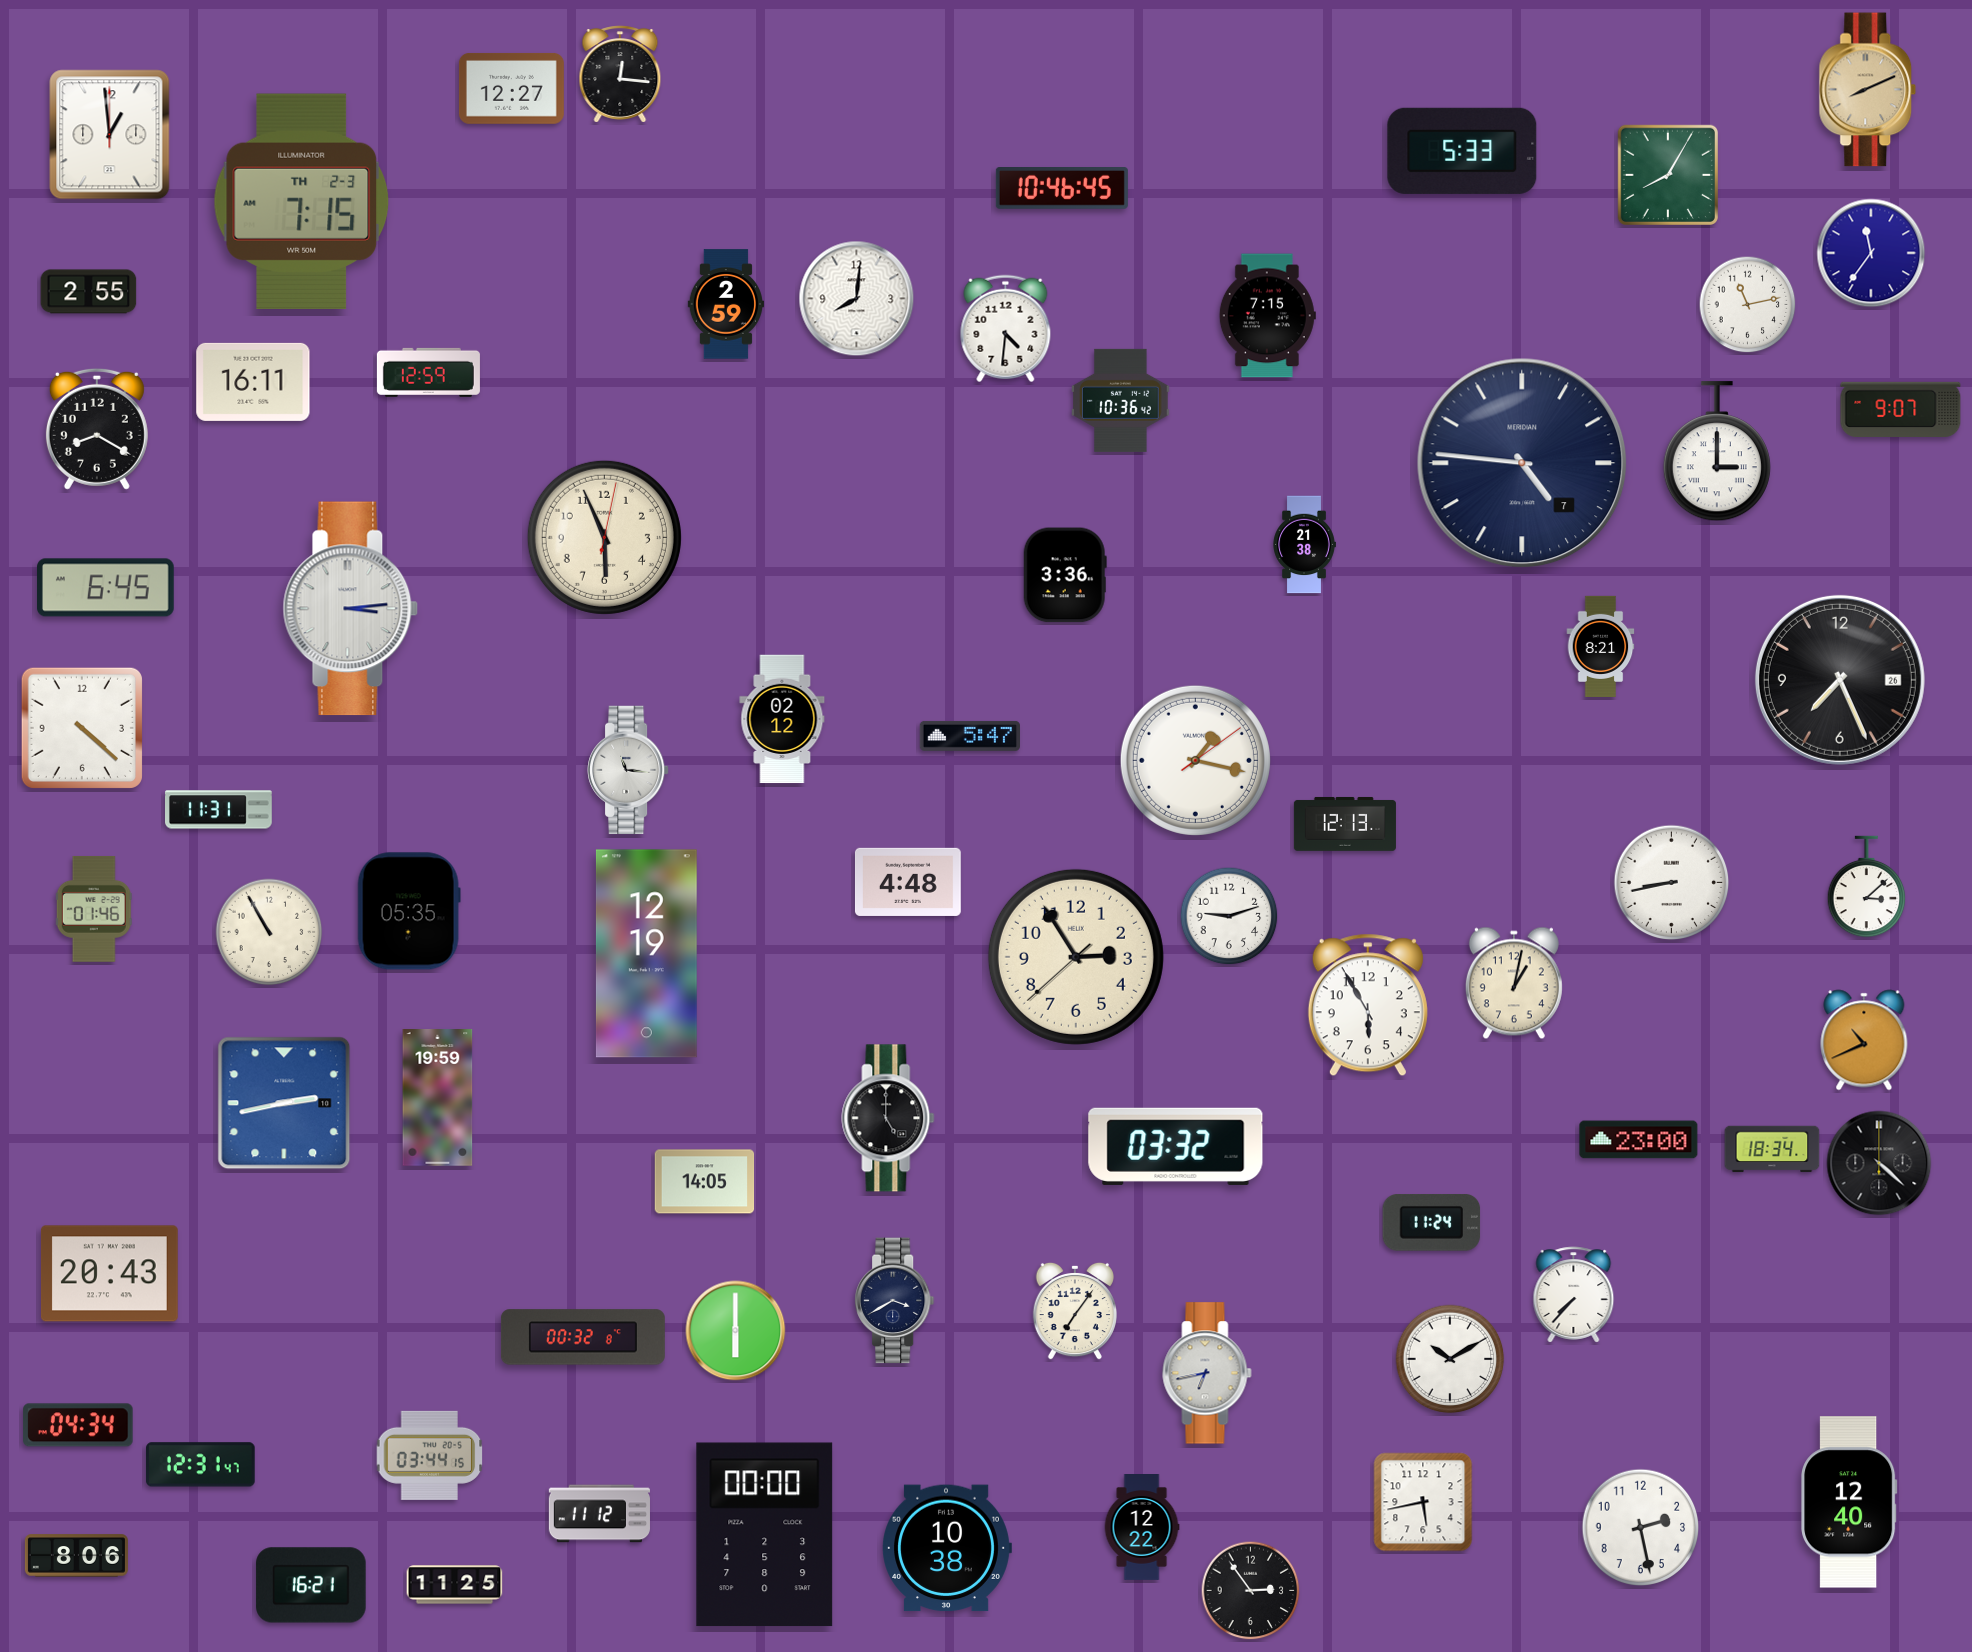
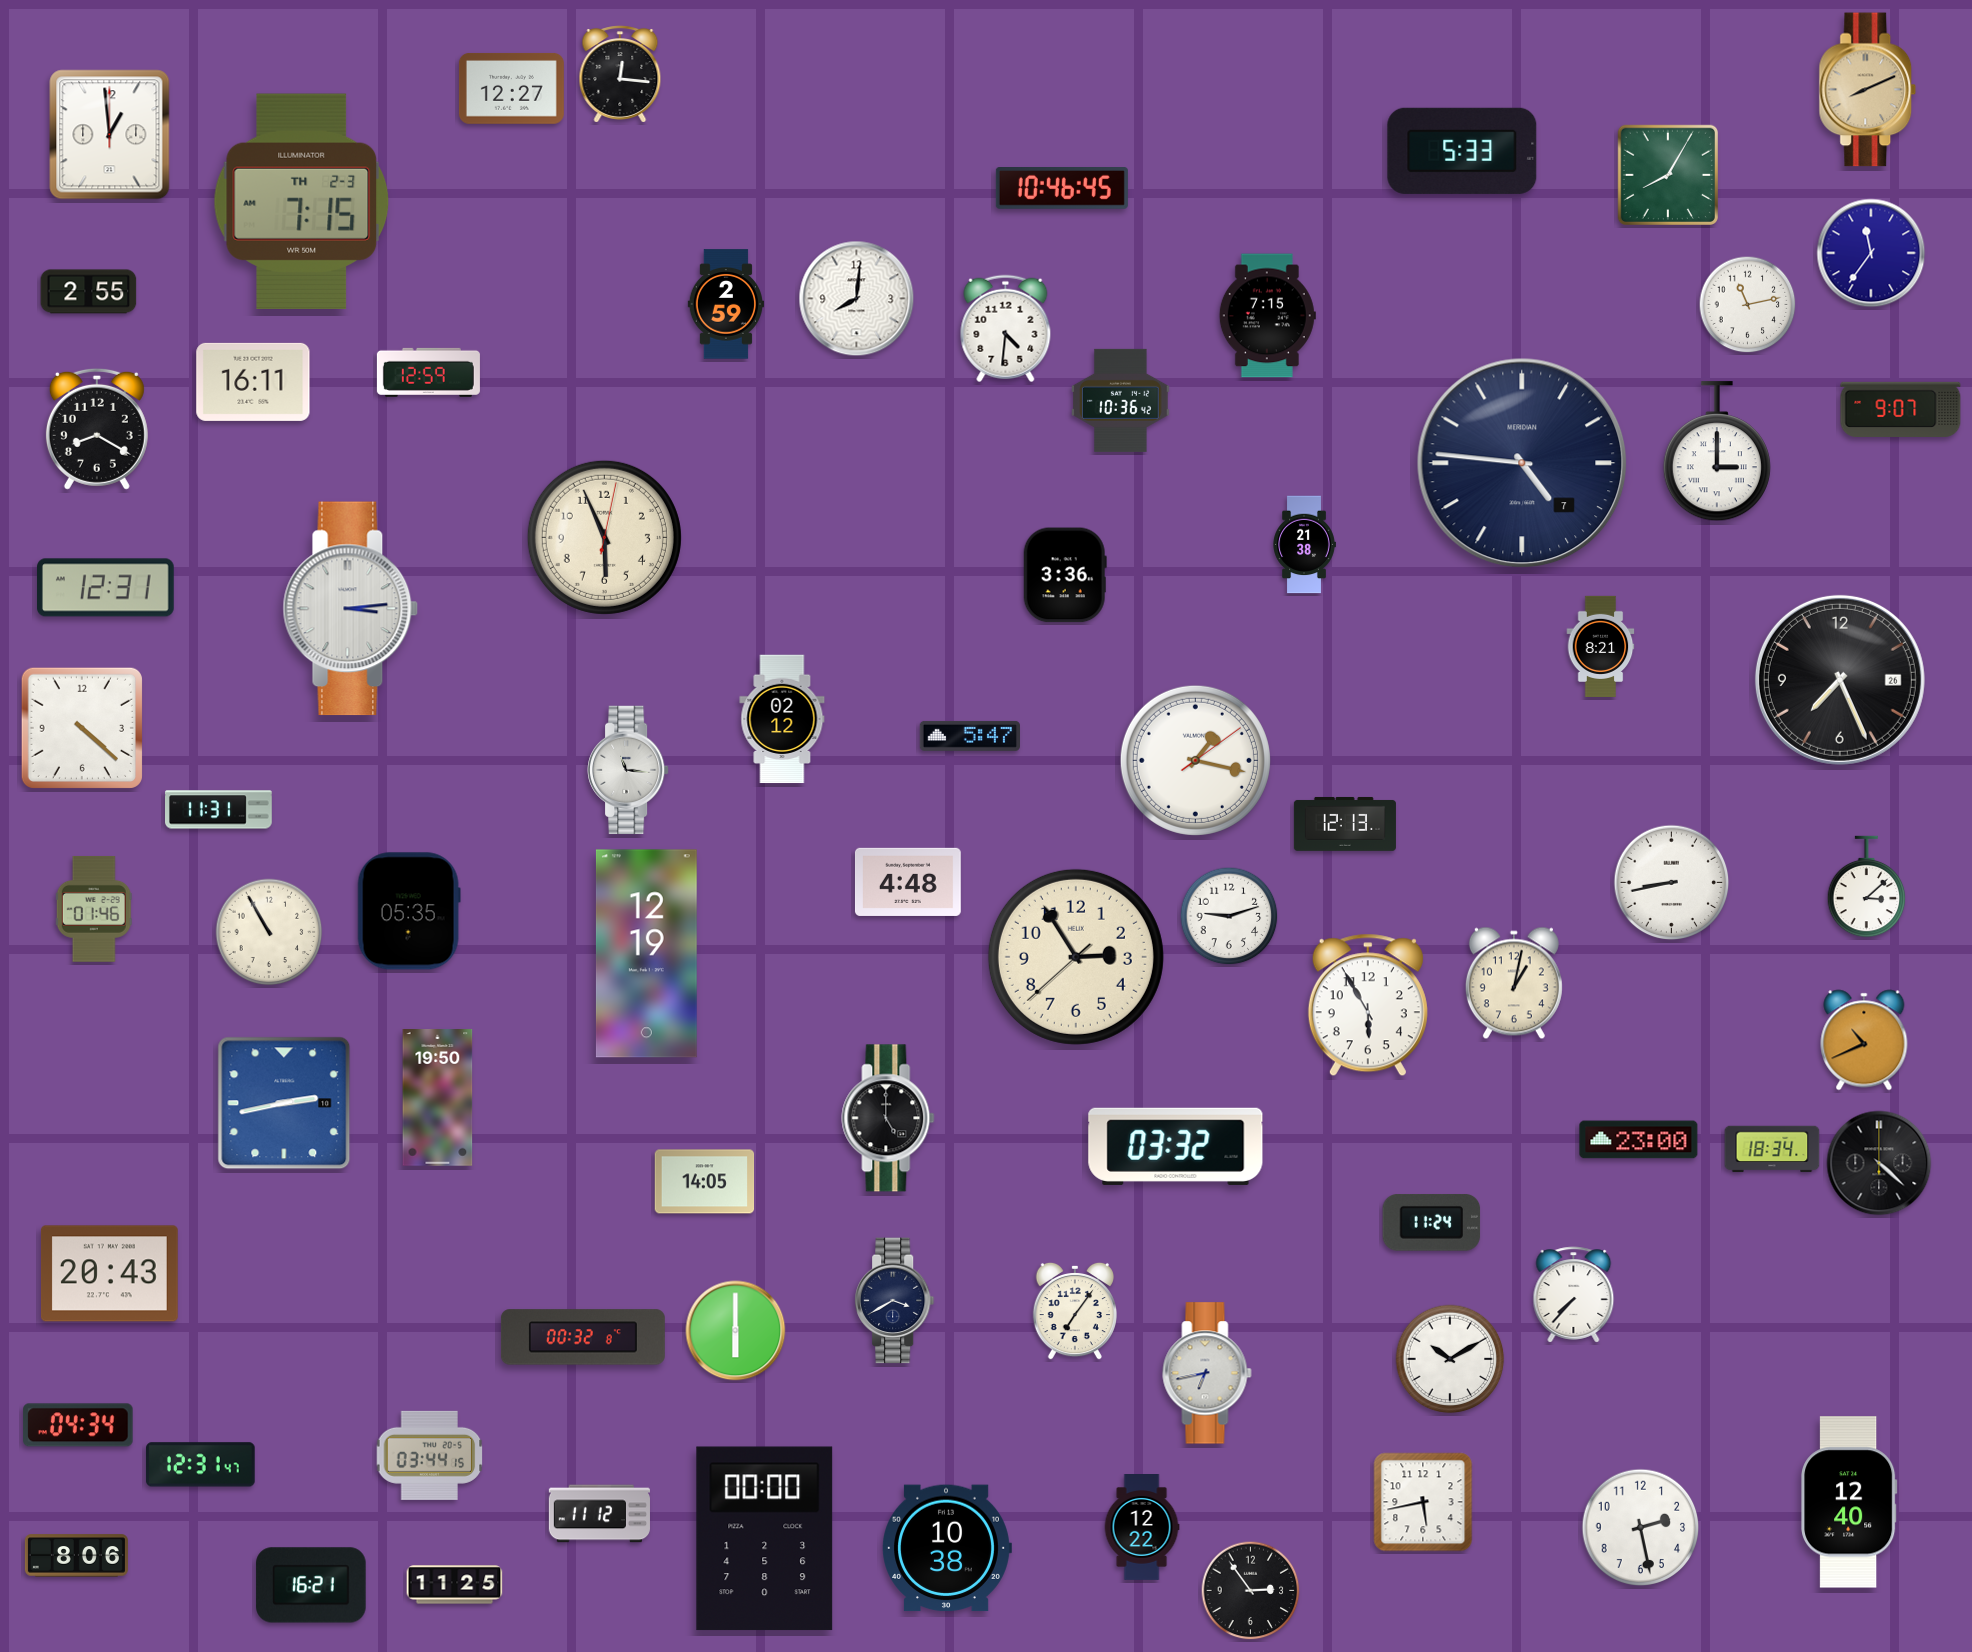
clock at (106, 588): 6:45 -> 12:31
clock at (438, 1098): 19:59 -> 19:50
clock at (765, 1535) position: (765, 1535) -> (765, 1539)
